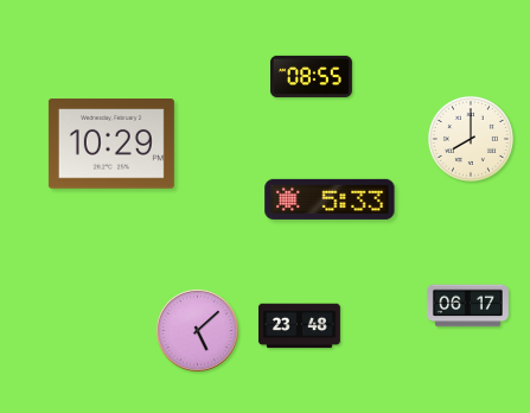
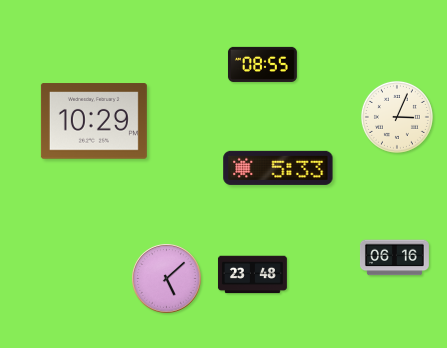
clock at (471, 139): 8:00 -> 3:04
clock at (467, 306): 06:17 -> 06:16
